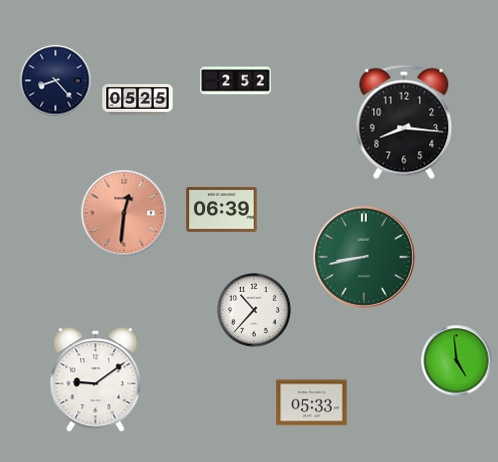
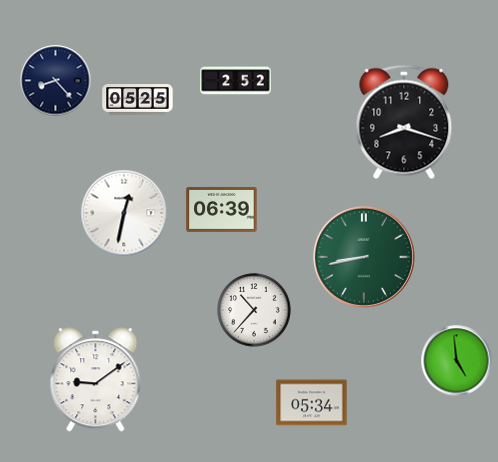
clock at (404, 122): 8:16 -> 8:18
clock at (124, 213): 12:31 -> 12:32
clock at (124, 213) dial: salmon -> white
clock at (312, 403): 05:33 -> 05:34
